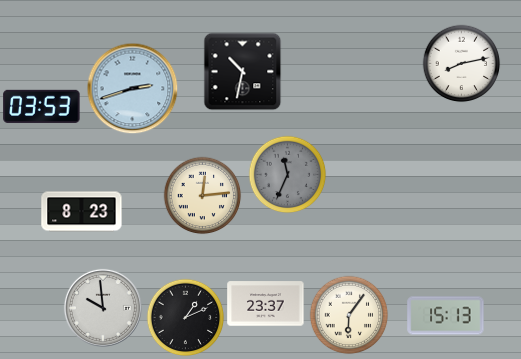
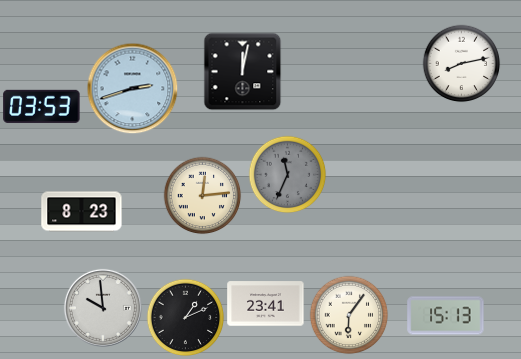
clock at (242, 71): 10:32 -> 12:02
clock at (266, 304): 23:37 -> 23:41
